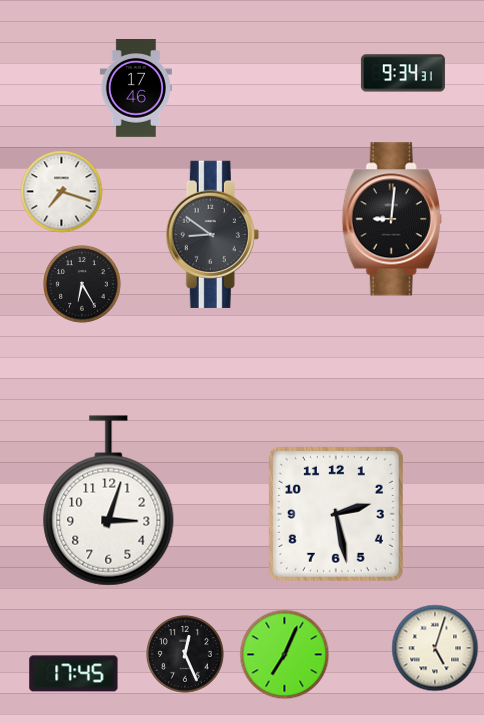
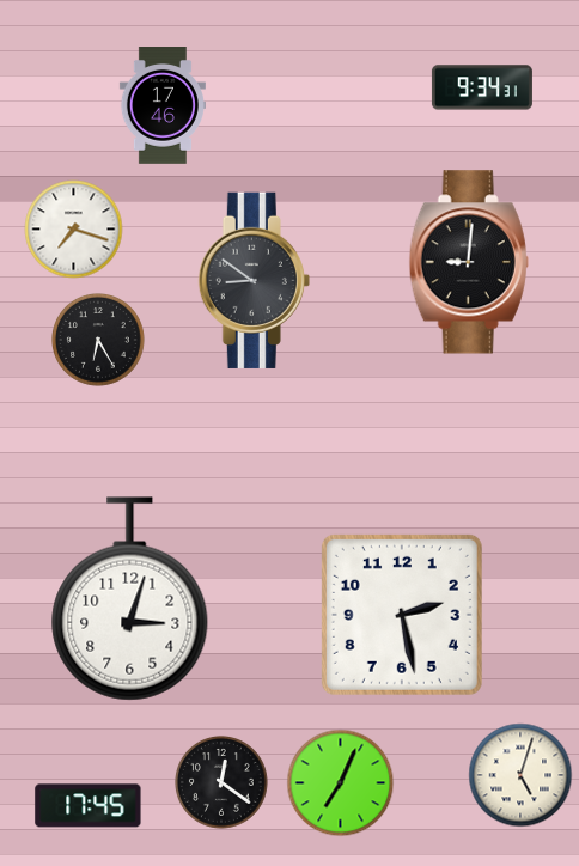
clock at (186, 655): 12:26 -> 12:21
